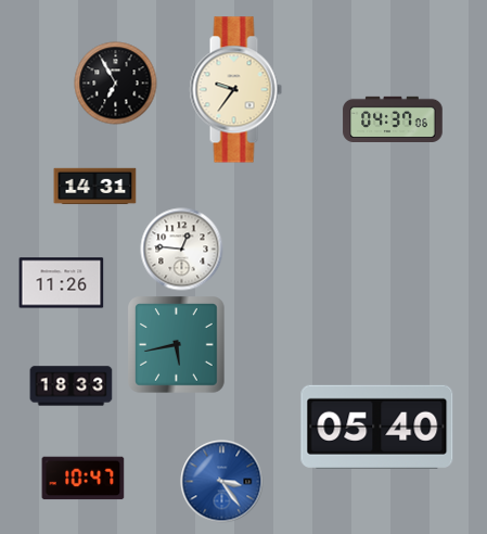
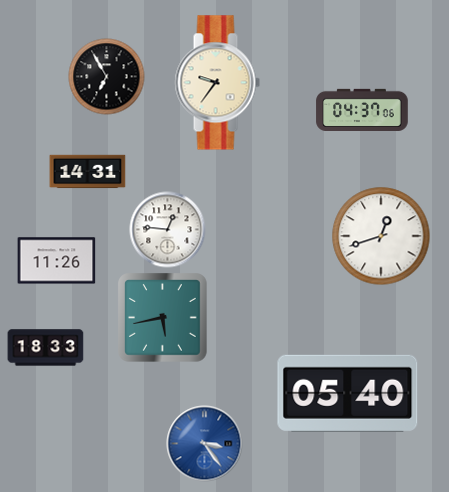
clock at (381, 236): none -> 12:42
clock at (72, 386) position: (72, 386) -> (46, 348)
clock at (84, 479): 10:47 -> none
